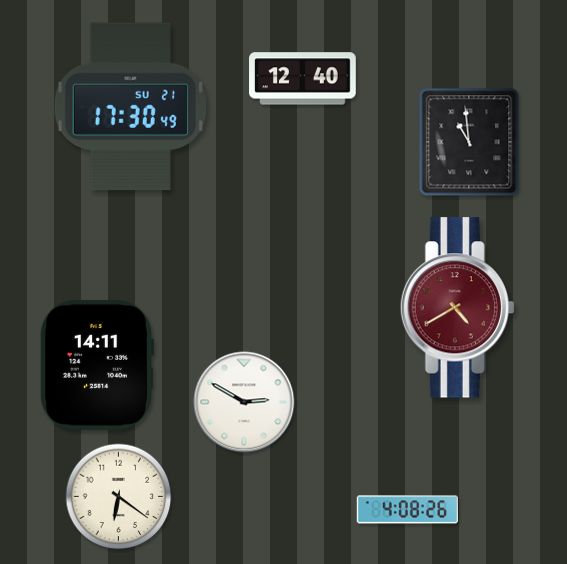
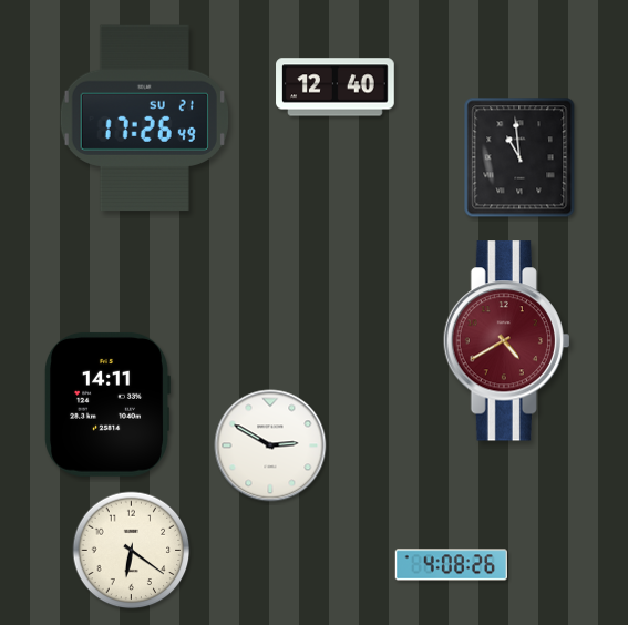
clock at (130, 107): 17:30 -> 17:26
